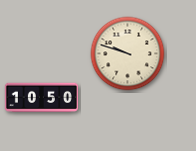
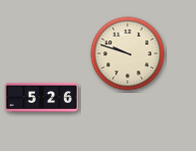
clock at (41, 97): 10:50 -> 5:26
